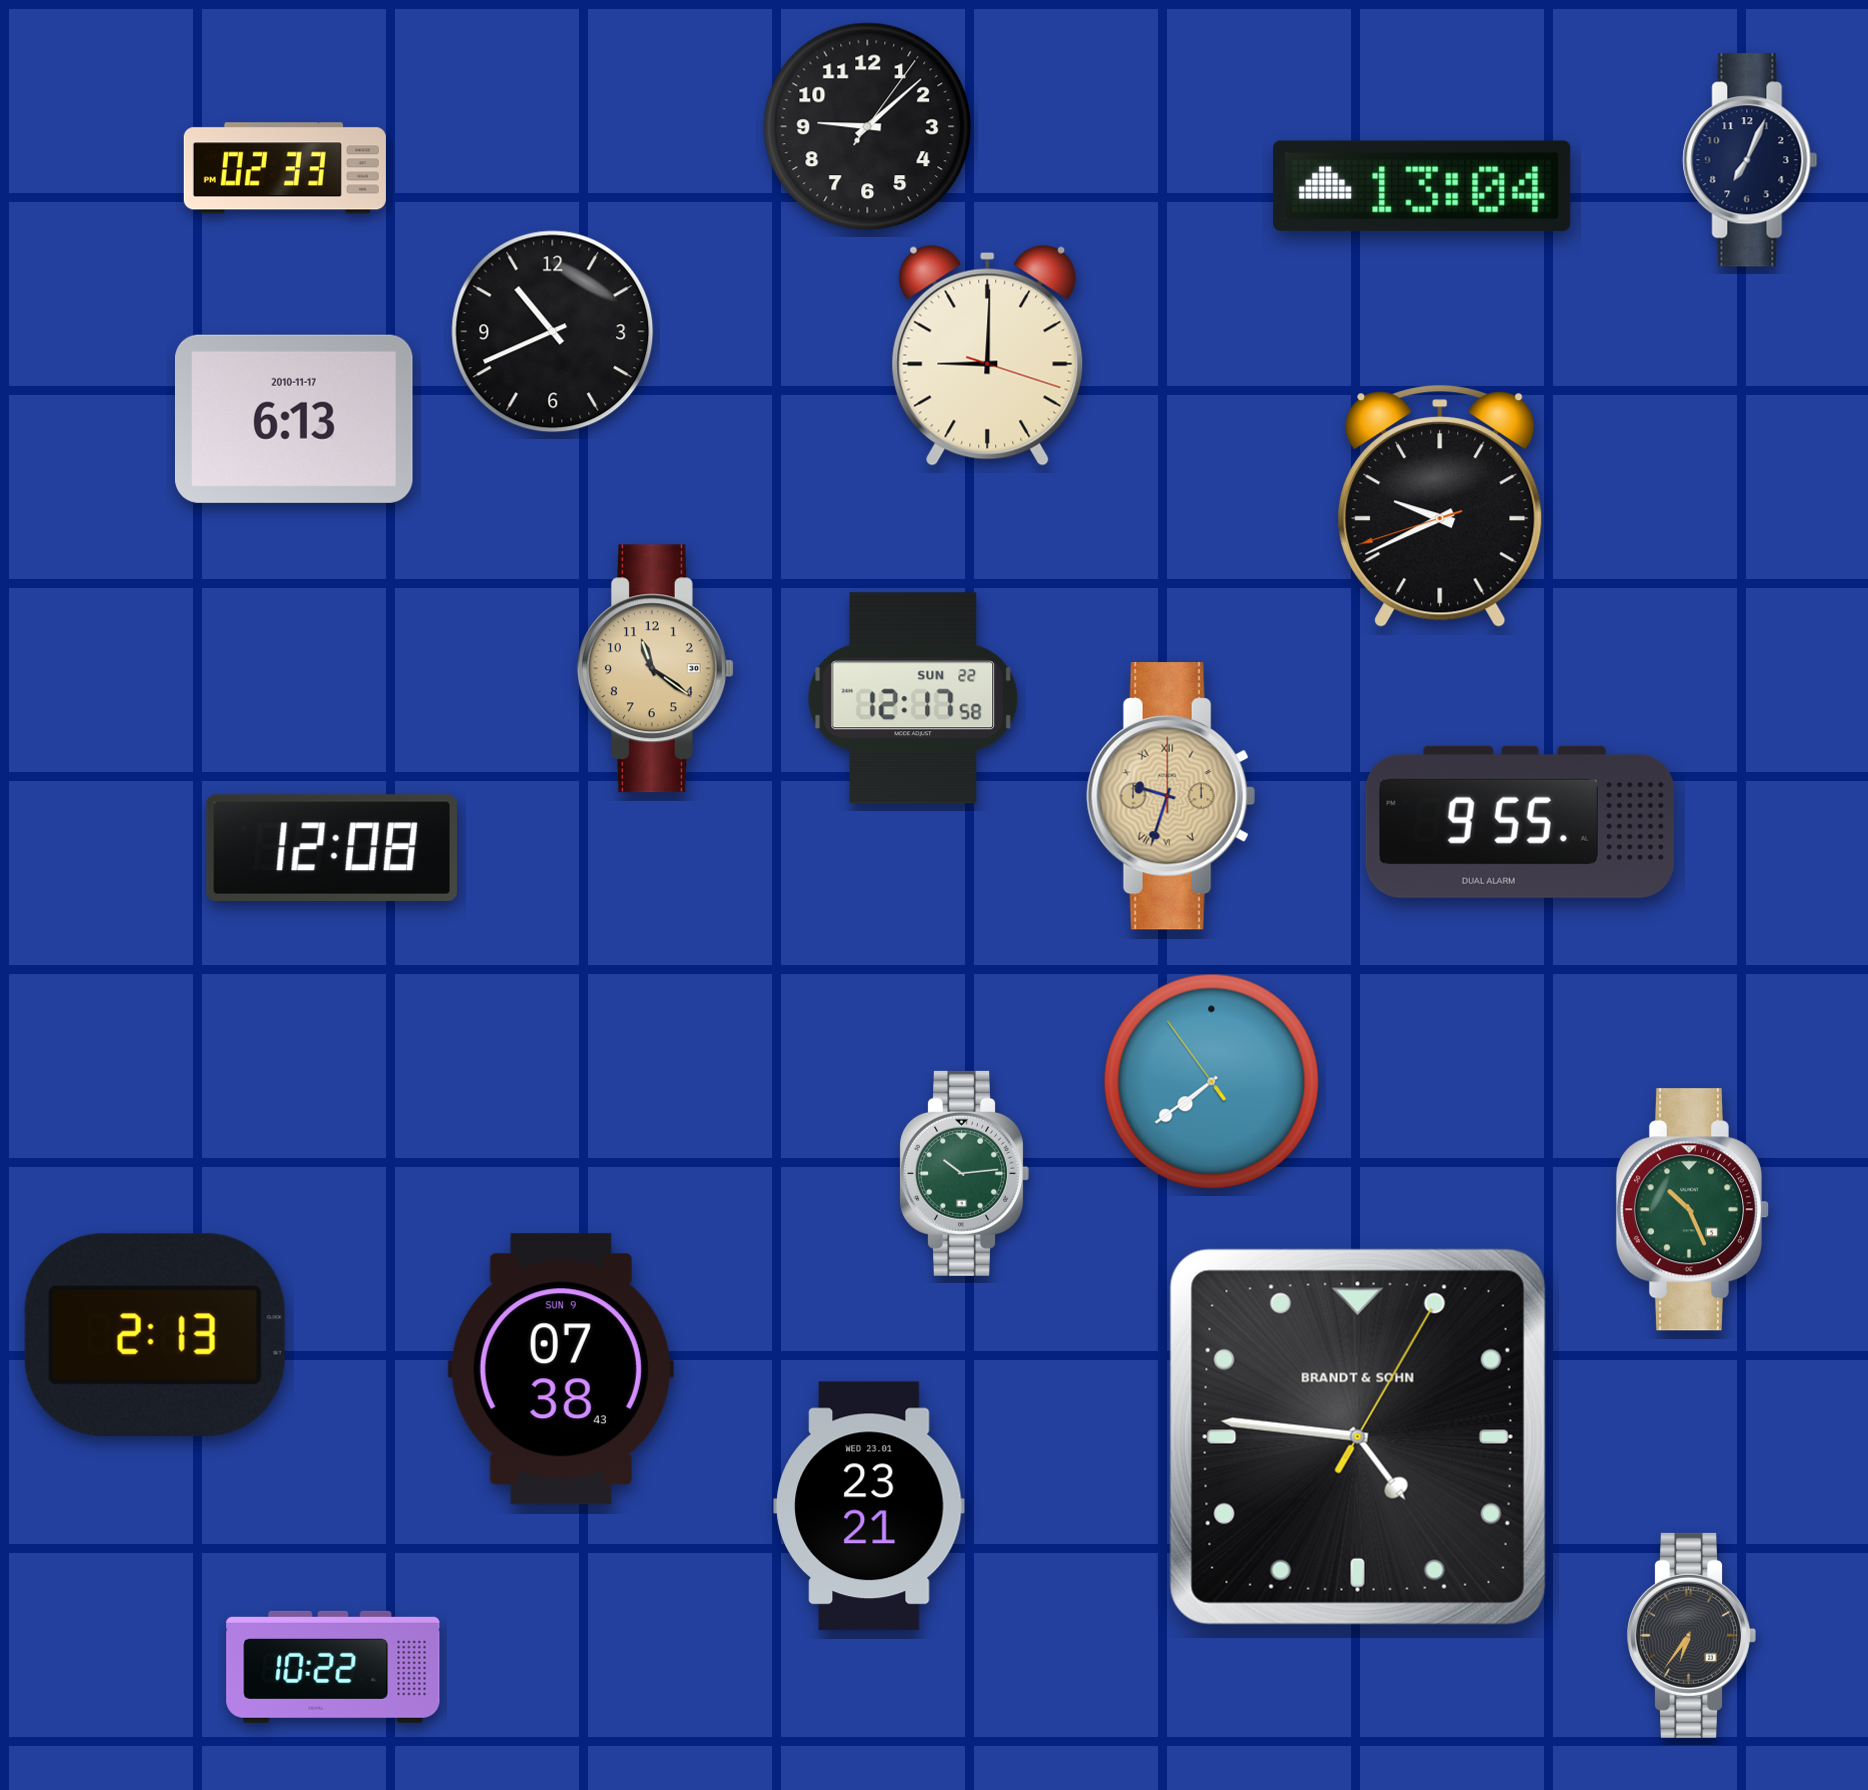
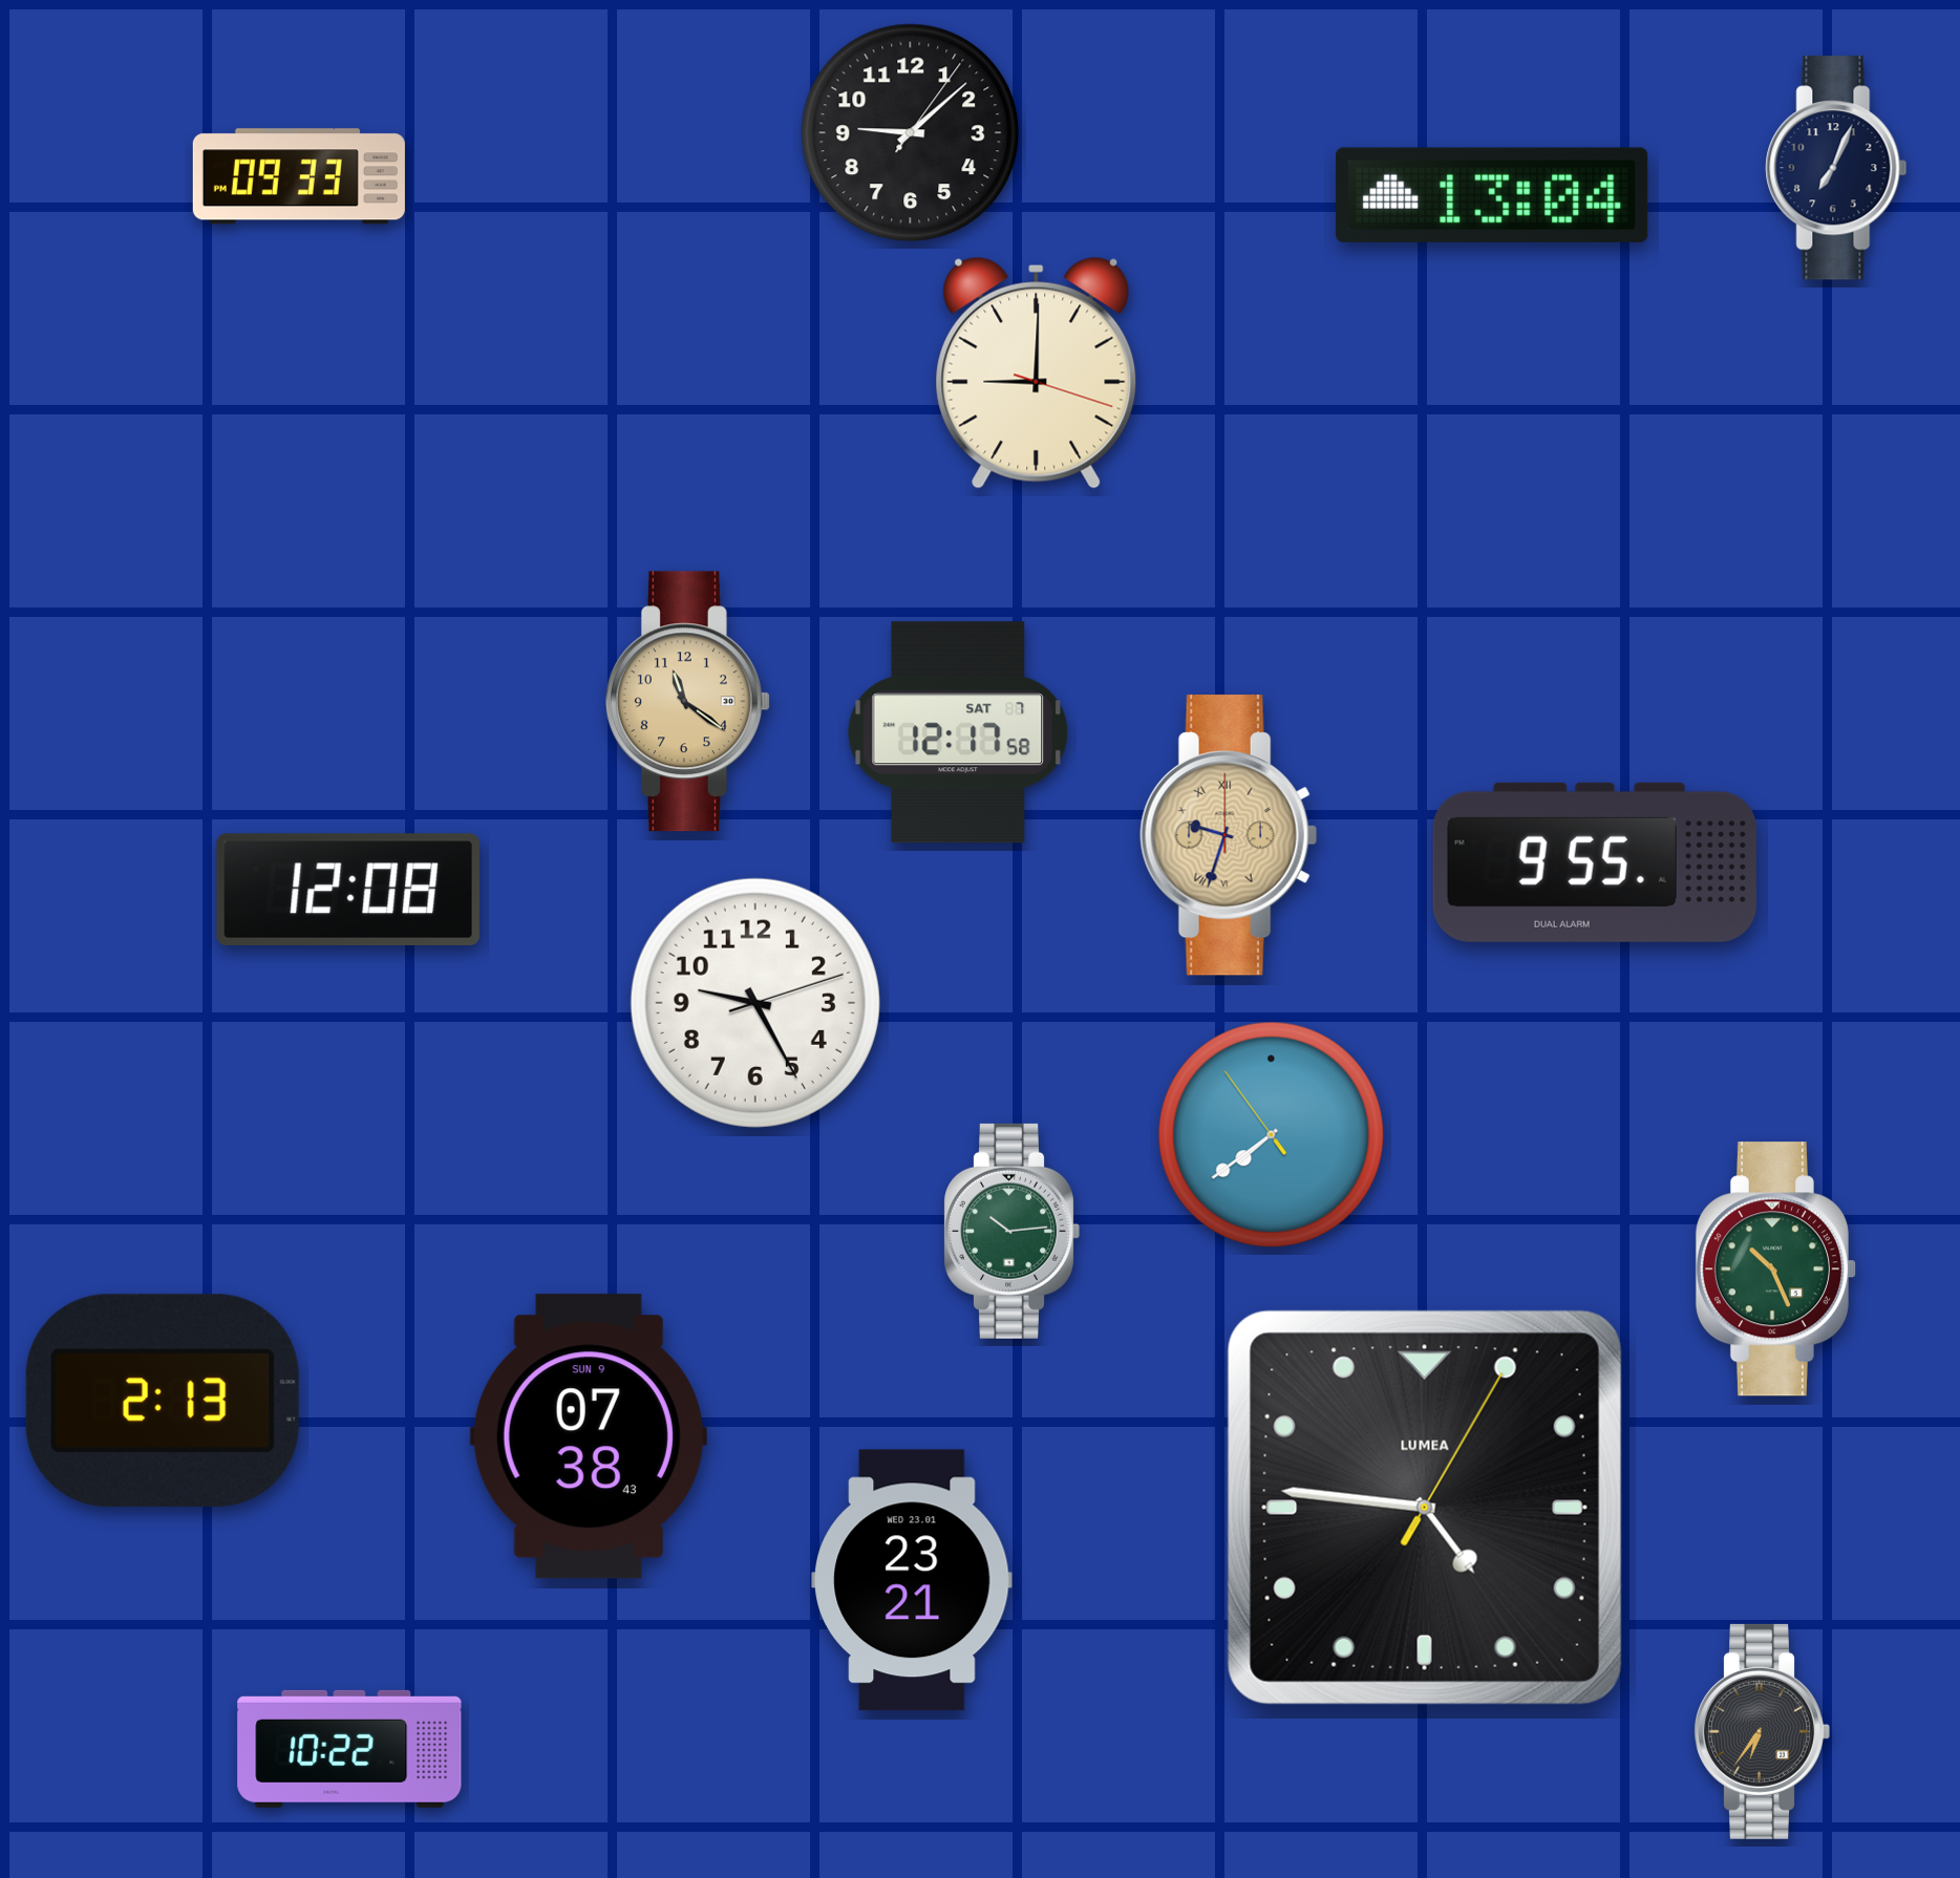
clock at (285, 168): 02:33 -> 09:33
clock at (553, 332): 10:41 -> none
clock at (294, 419): 6:13 -> none
clock at (1440, 506): 9:40 -> none
clock at (912, 698) date: SUN 22 -> SAT 7
clock at (755, 1003): none -> 9:25
clock at (1358, 1437) brand: BRANDT & SOHN -> LUMEA
clock at (1691, 1635) position: (1691, 1635) -> (1762, 1731)
